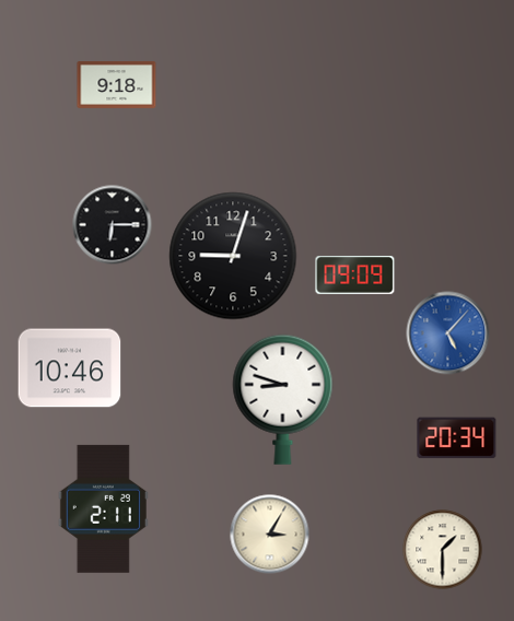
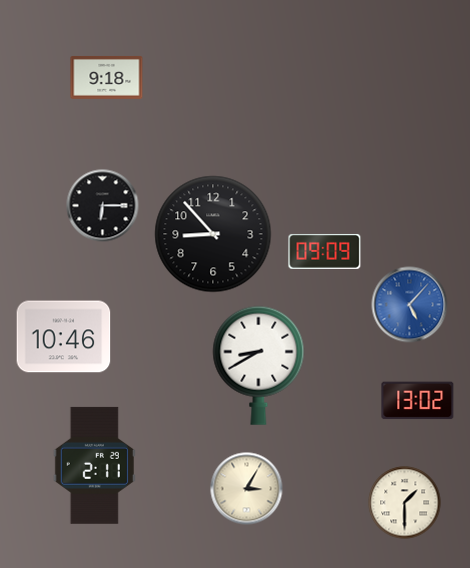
clock at (233, 256): 9:03 -> 8:53
clock at (283, 399): 8:48 -> 8:40
clock at (457, 438): 20:34 -> 13:02
